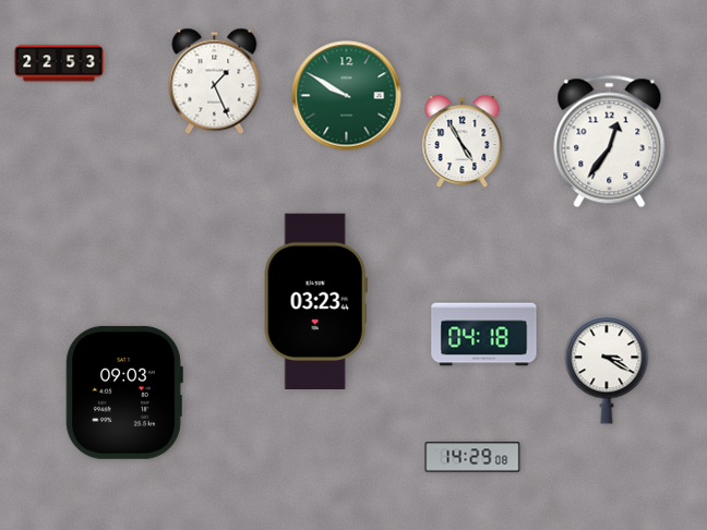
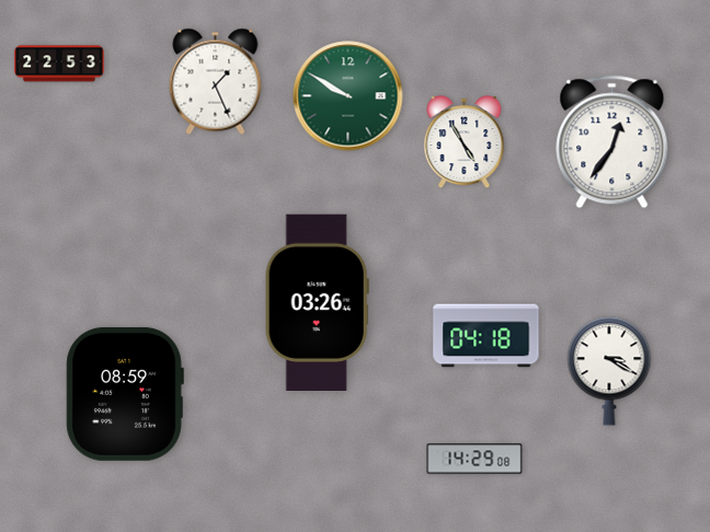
clock at (315, 301): 03:23 -> 03:26
clock at (124, 393): 09:03 -> 08:59
